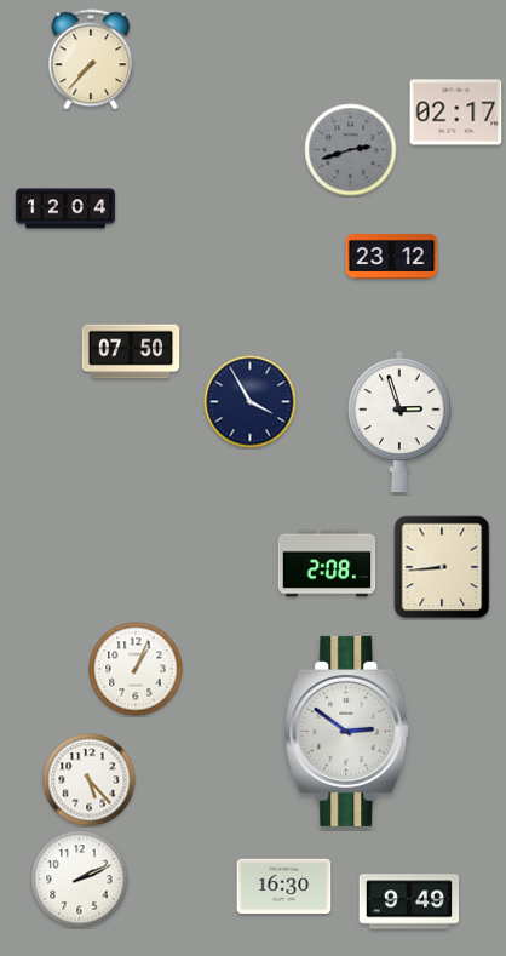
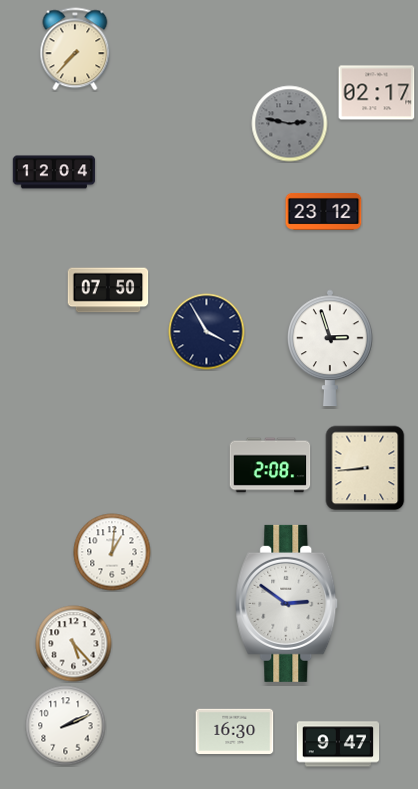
clock at (351, 150): 2:42 -> 2:47
clock at (136, 669): 1:04 -> 1:01
clock at (409, 901): 9:49 -> 9:47
